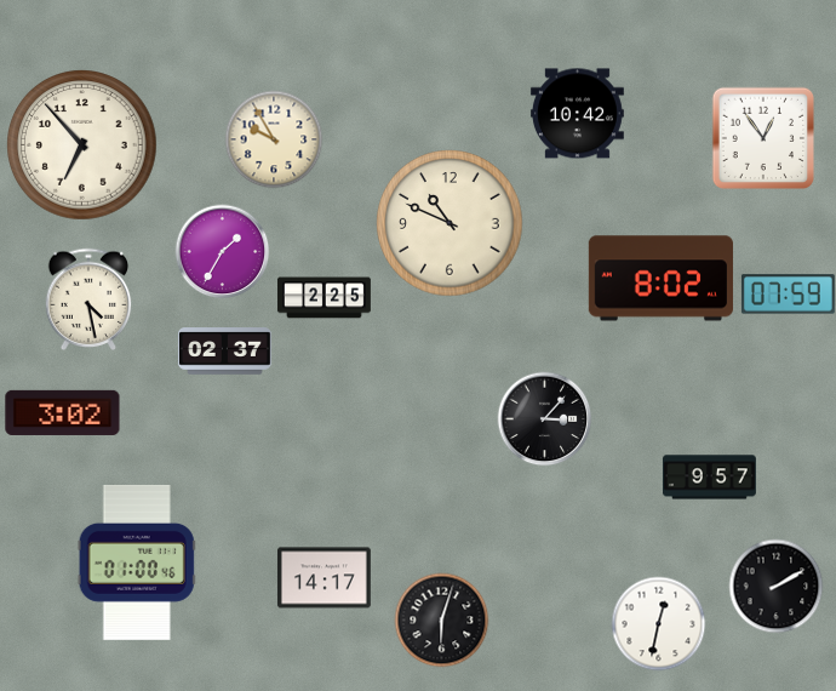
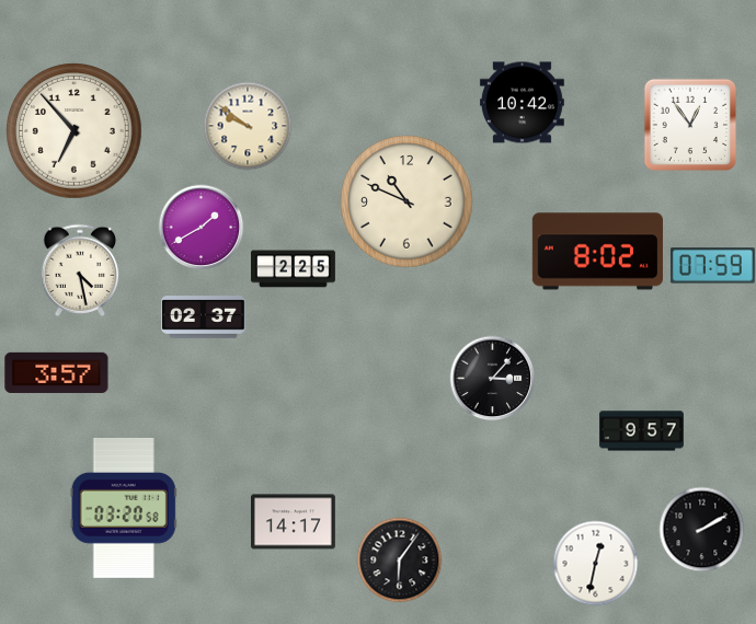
clock at (274, 139): 9:55 -> 9:51
clock at (222, 251): 1:35 -> 1:40
clock at (63, 412): 3:02 -> 3:57
clock at (137, 562): 01:00 -> 03:20
clock at (441, 619): 6:03 -> 6:06
